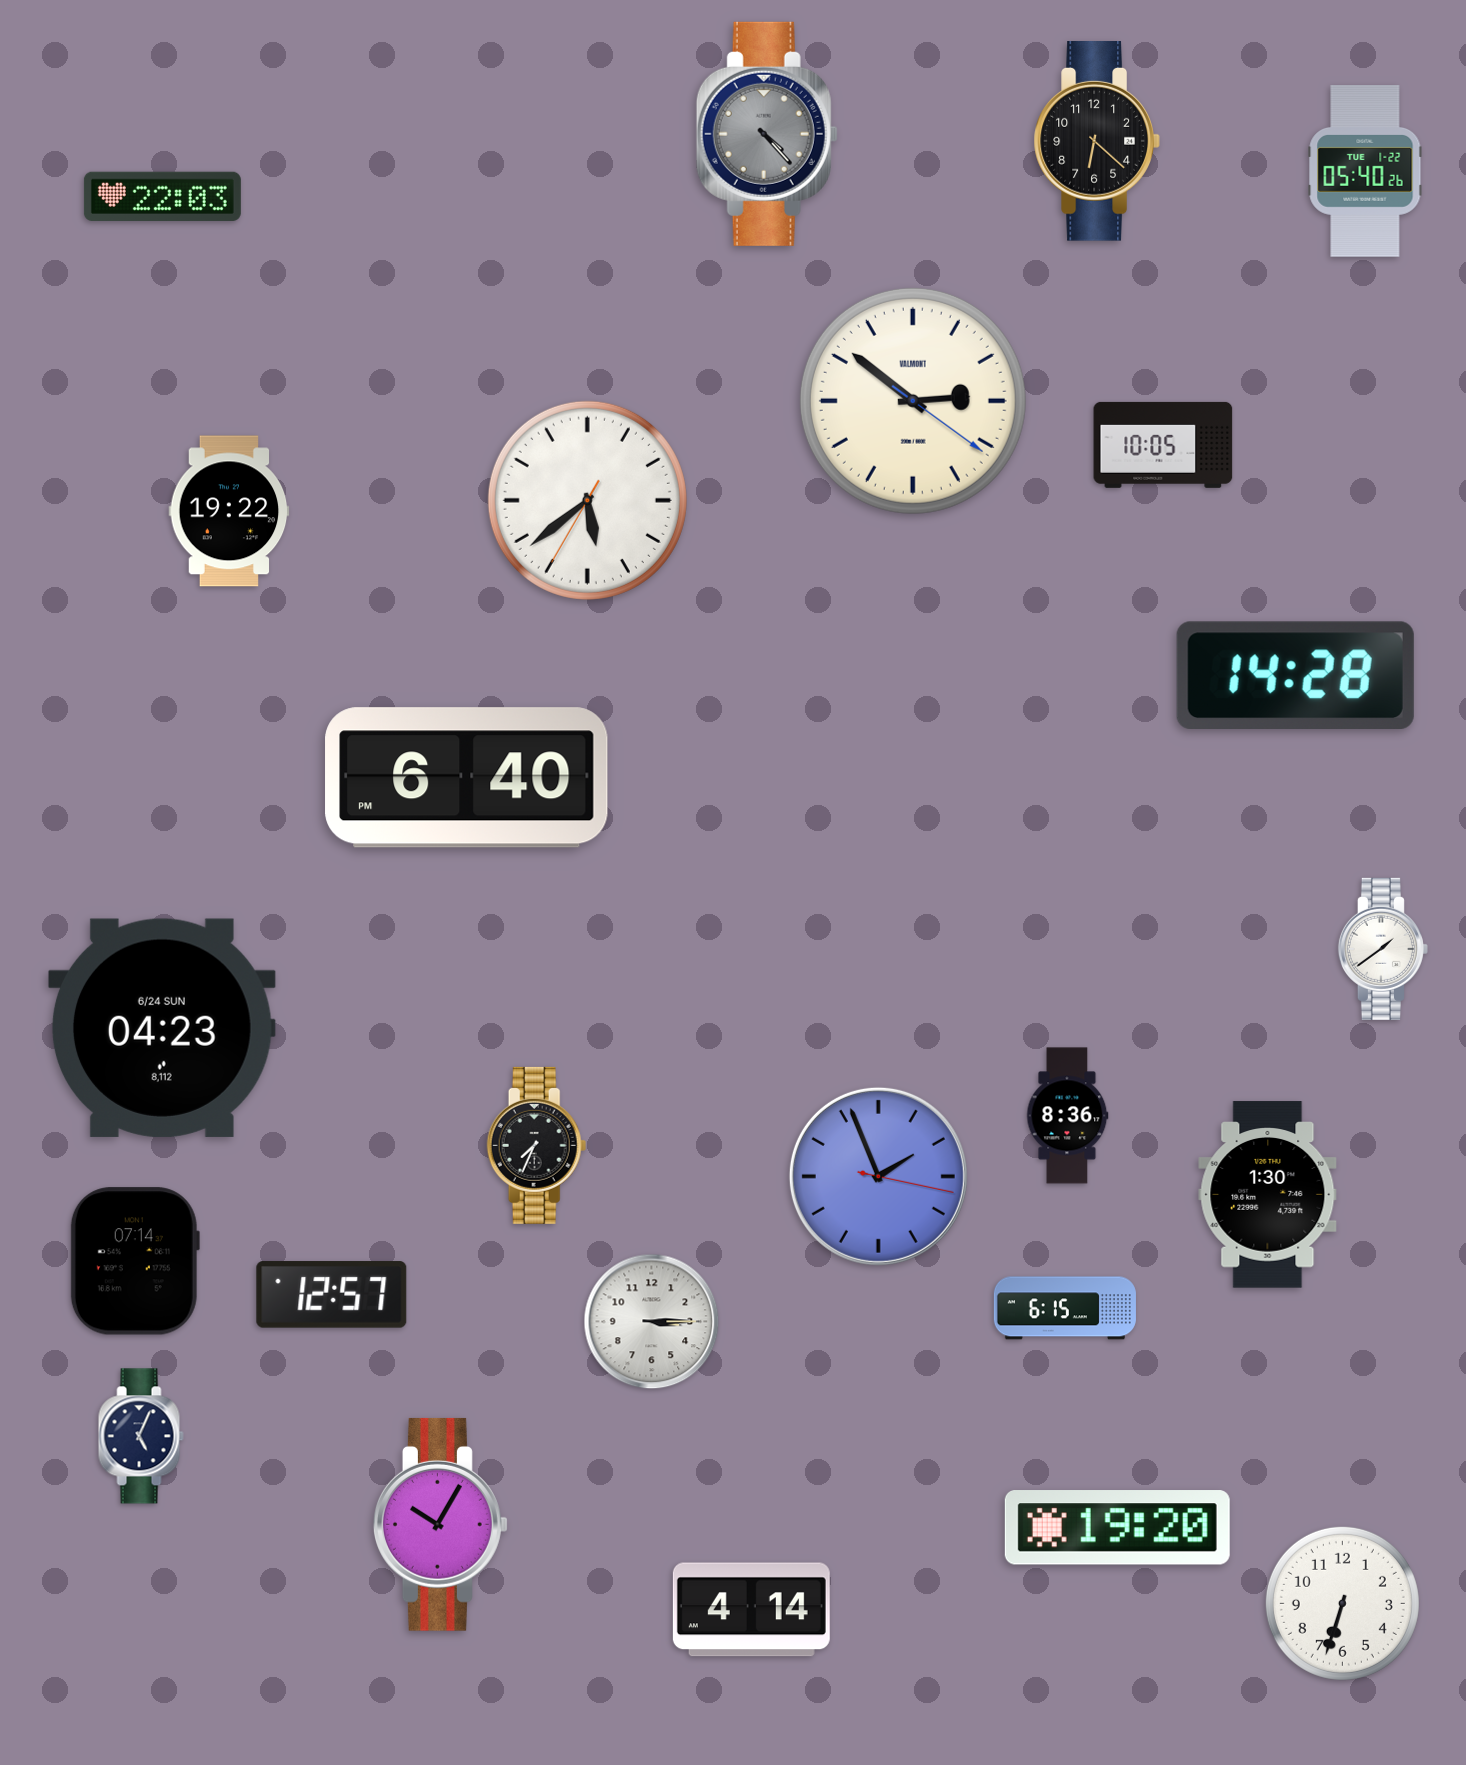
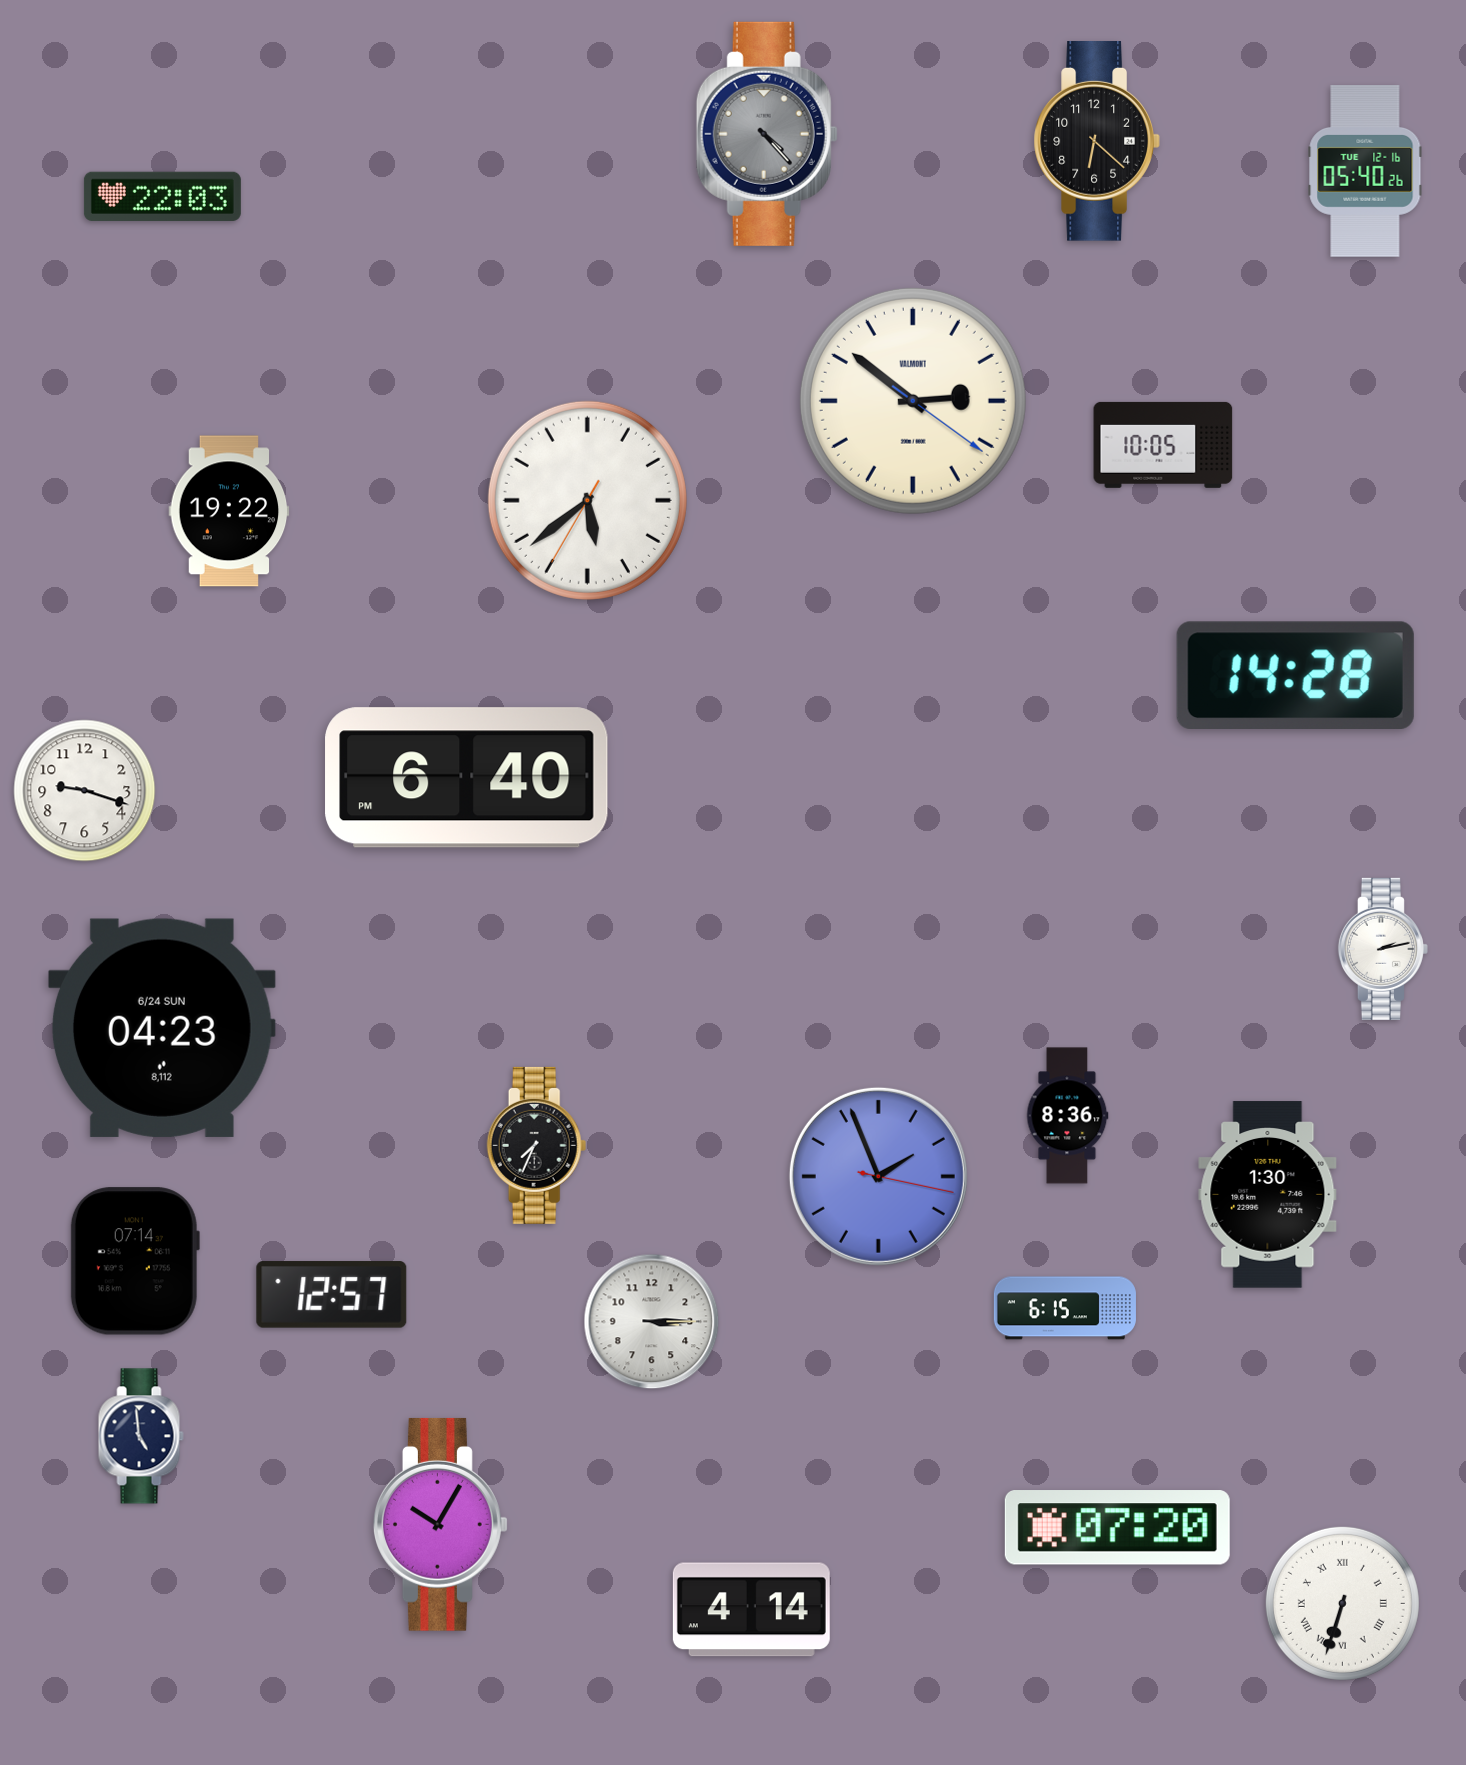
clock at (1365, 172) date: TUE 1-22 -> TUE 12-16
clock at (85, 791): none -> 9:18
clock at (1383, 949): 1:39 -> 2:13
clock at (141, 1436): 5:04 -> 4:59
clock at (1117, 1528): 19:20 -> 07:20
clock at (1342, 1603) numerals: Arabic -> Roman
